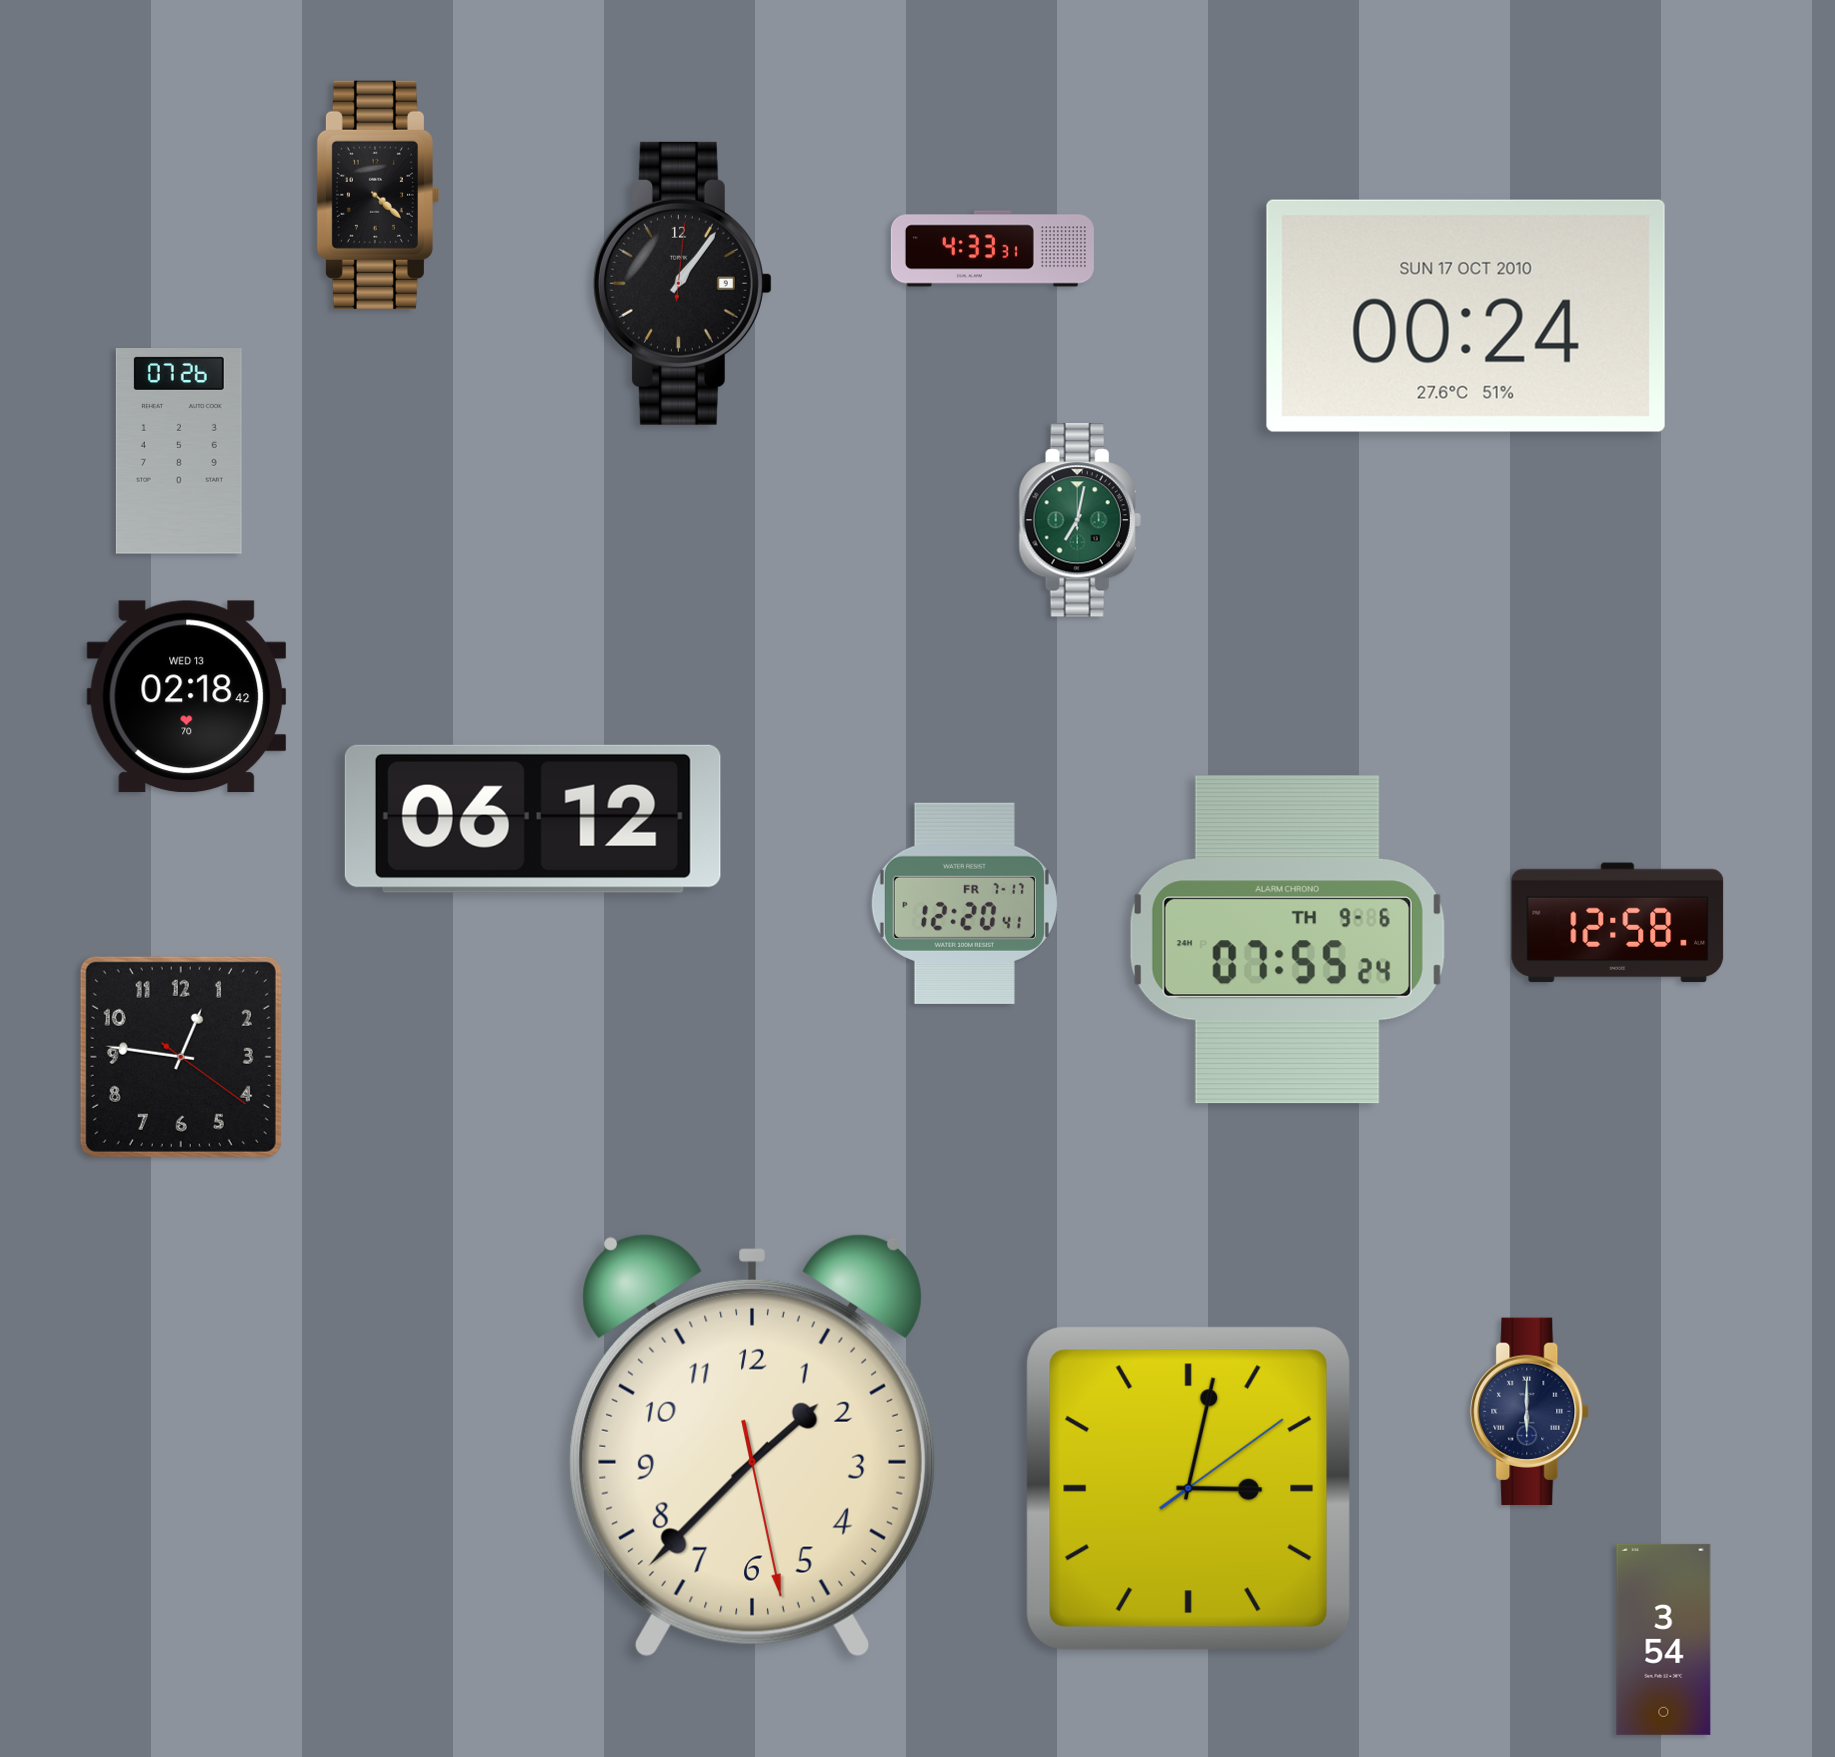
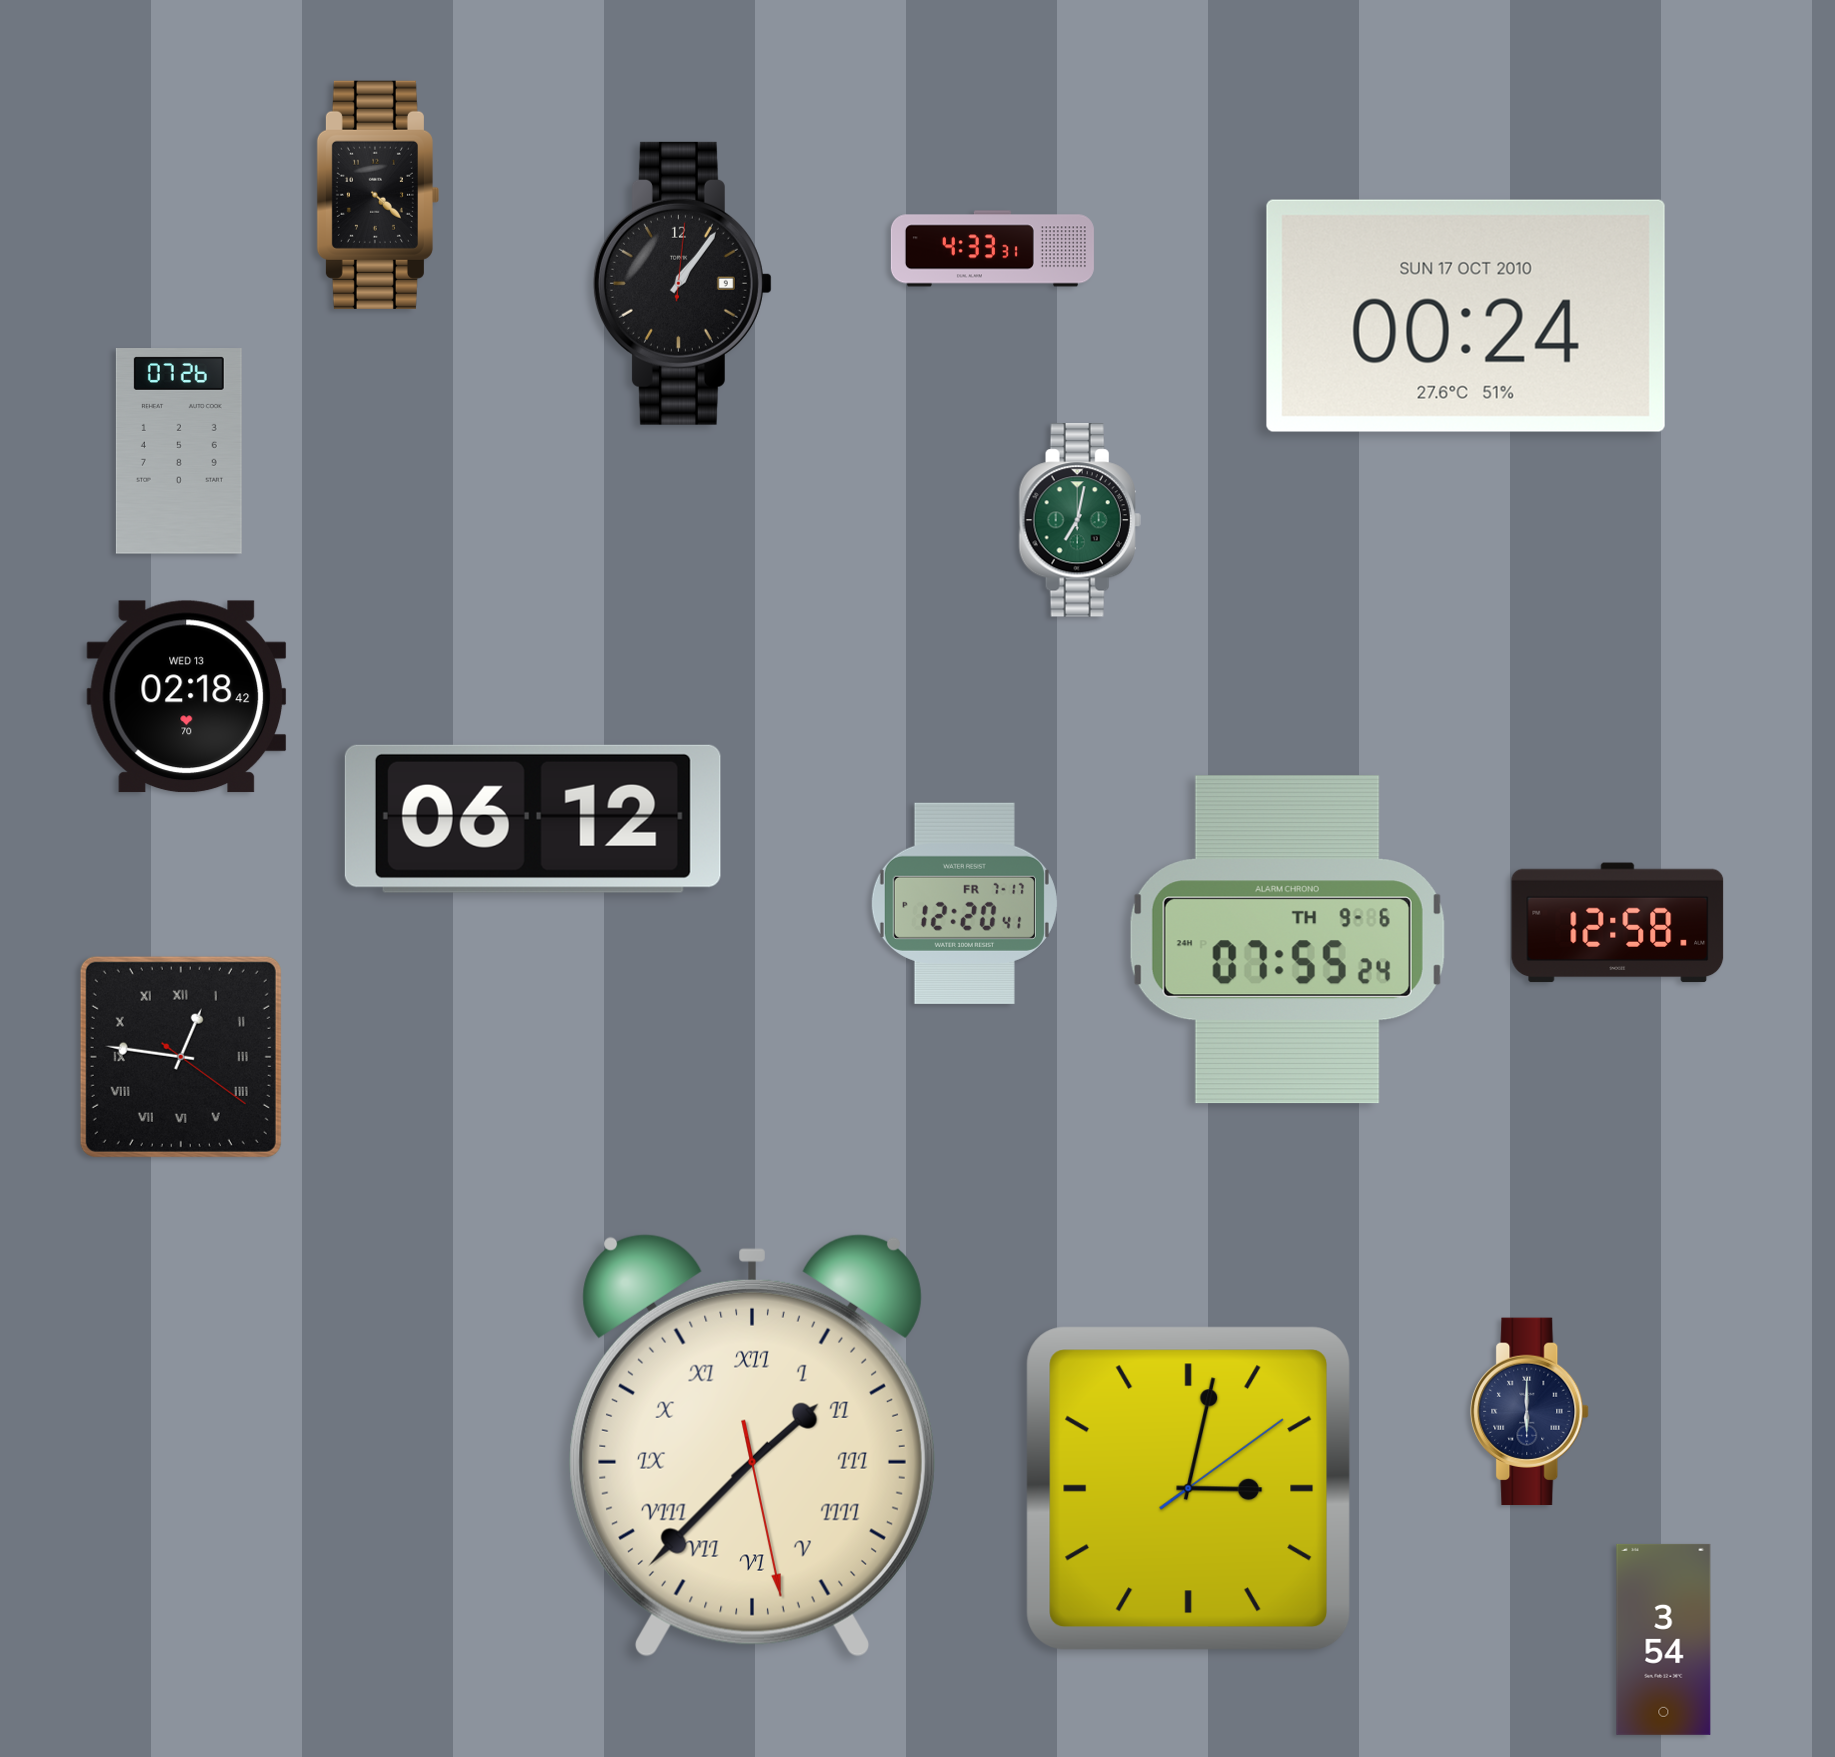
clock at (181, 1057) numerals: Arabic -> Roman
clock at (752, 1445) numerals: Arabic -> Roman
